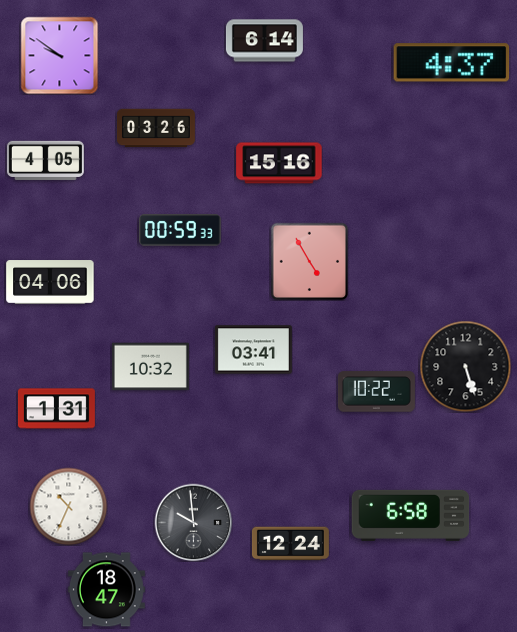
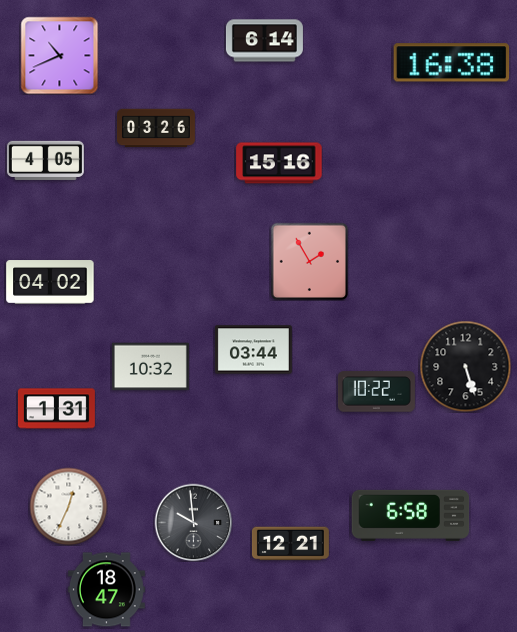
clock at (59, 55): 9:51 -> 10:41
clock at (452, 63): 4:37 -> 16:38
clock at (180, 230): 00:59 -> none
clock at (309, 261): 4:55 -> 1:55
clock at (50, 282): 04:06 -> 04:02
clock at (253, 350): 03:41 -> 03:44
clock at (68, 506): 10:34 -> 12:34
clock at (290, 544): 12:24 -> 12:21
